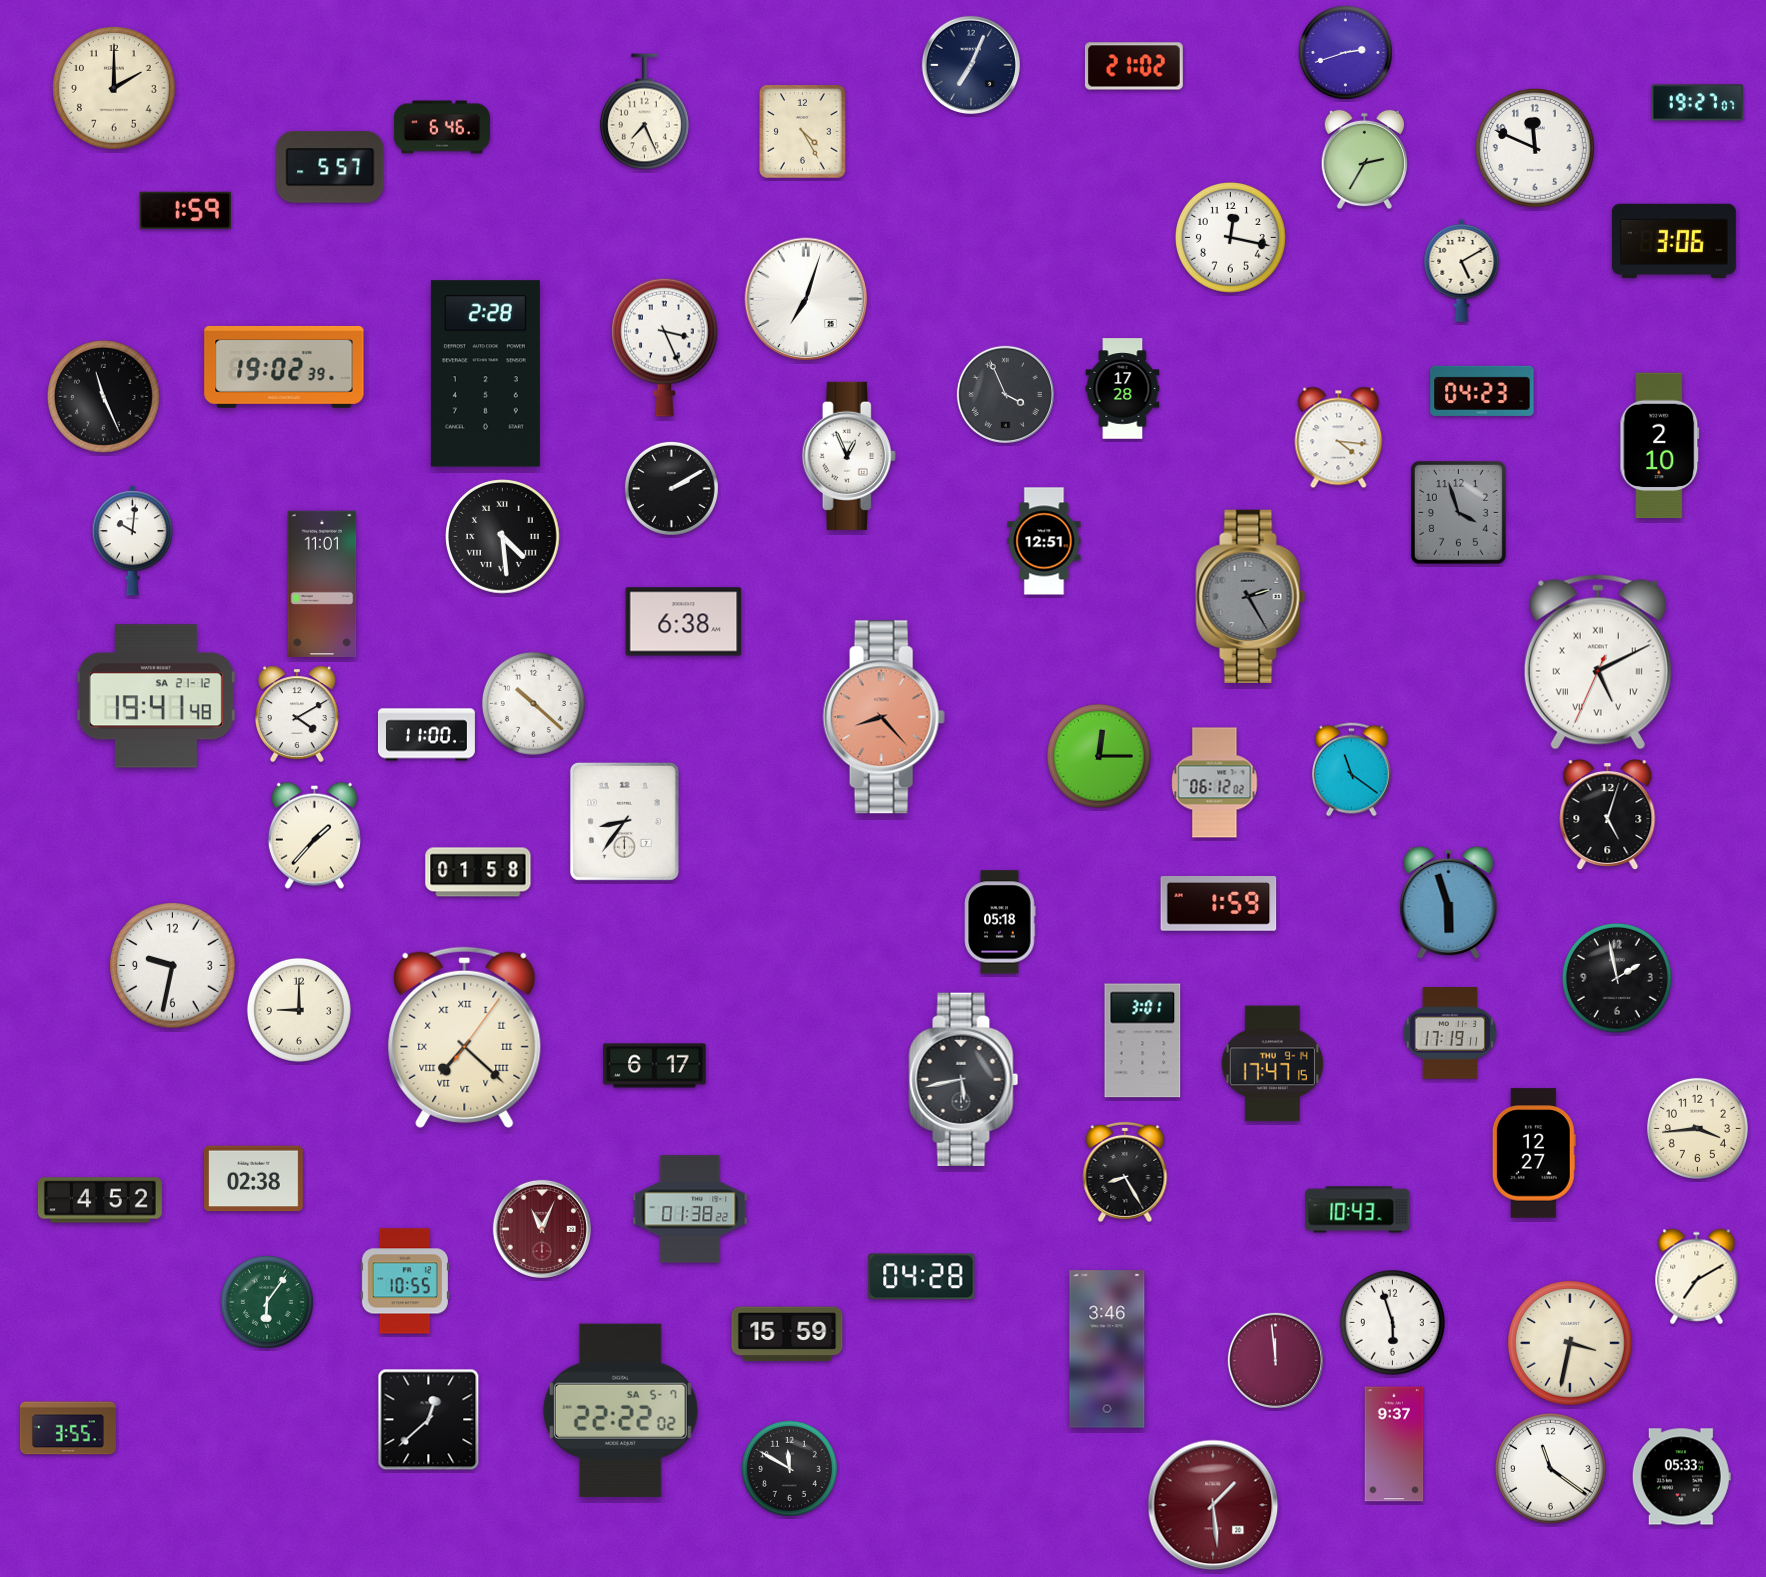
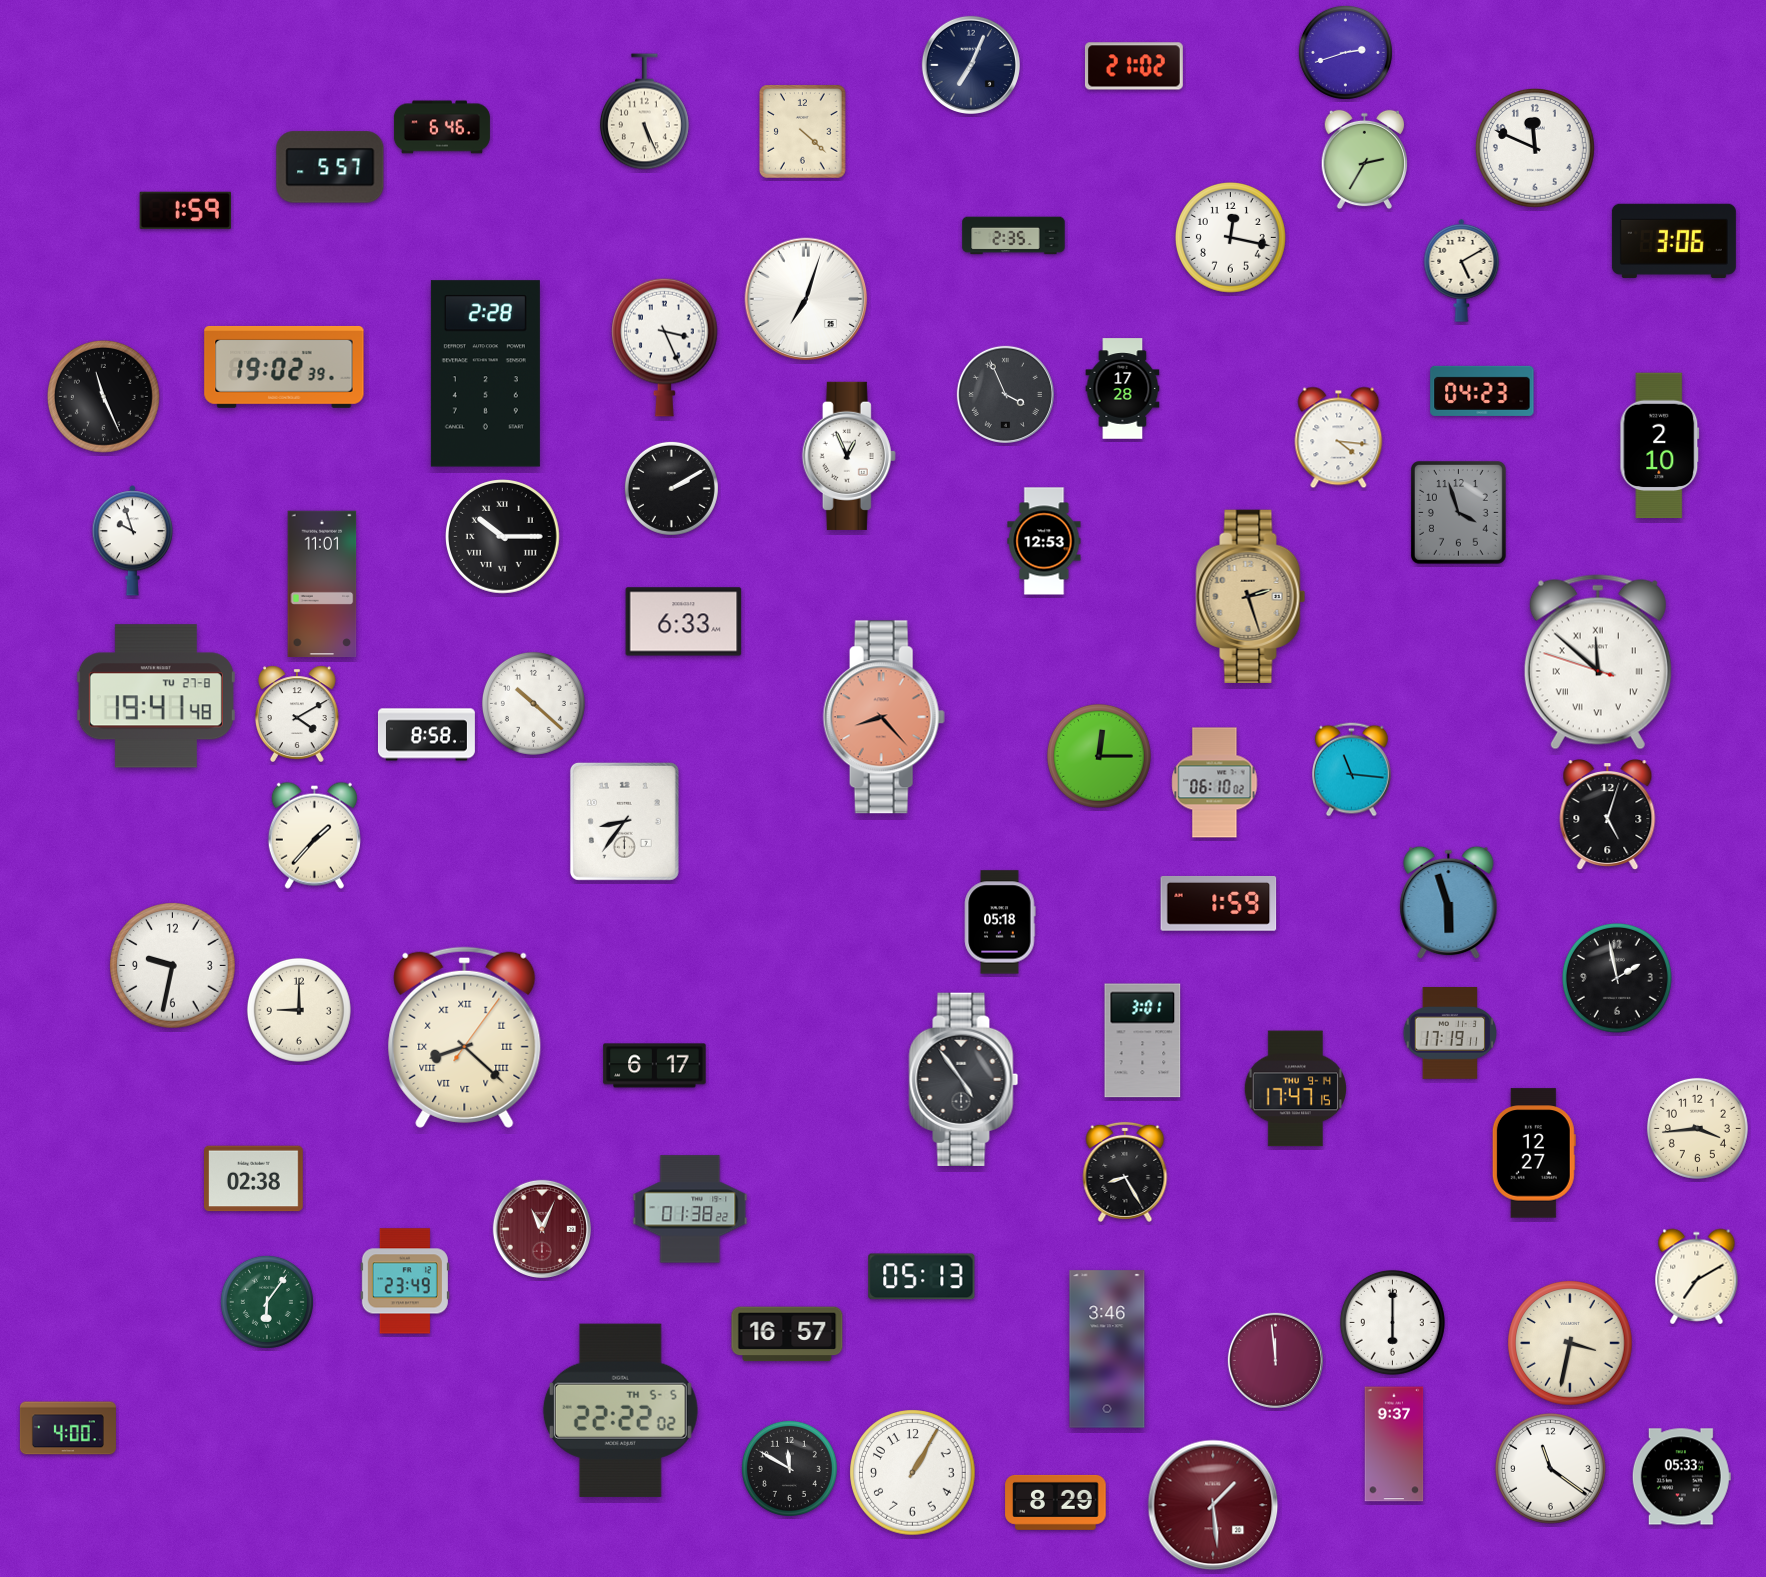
clock at (114, 88): 2:00 -> none
clock at (1698, 103): 19:27 -> none
clock at (644, 112): 7:26 -> 5:26
clock at (803, 132): 4:25 -> 4:22
clock at (1014, 236): none -> 2:35
clock at (503, 537): 4:29 -> 10:15
clock at (132, 541): 10:01 -> 9:57
clock at (1044, 541): 12:51 -> 12:53
clock at (1251, 596): 2:25 -> 2:27
clock at (1251, 596) dial: grey -> champagne
clock at (684, 622): 6:38 -> 6:33
clock at (1598, 662): 5:10 -> 11:51
clock at (156, 696) date: SA 21-12 -> TU 27-8
clock at (426, 735): 11:00 -> 8:58
clock at (1352, 770): 11:21 -> 11:16
clock at (1215, 783): 06:12 -> 06:10
clock at (478, 872): 01:58 -> none
clock at (465, 1037): 7:22 -> 8:22
clock at (1272, 1064) position: (1272, 1064) -> (1295, 1089)
clock at (964, 1079): 5:43 -> 4:54
clock at (100, 1200): 4:52 -> none
clock at (1358, 1210): 10:43 -> none
clock at (922, 1277): 04:28 -> 05:13
clock at (405, 1281): 10:55 -> 23:49
clock at (1392, 1322): 5:57 -> 6:00
clock at (787, 1334): 15:59 -> 16:57
clock at (620, 1410) date: SA 5-7 -> TH 5-5
clock at (429, 1420): 12:38 -> none
clock at (68, 1428): 3:55 -> 4:00
clock at (913, 1473): none -> 1:05
clock at (1056, 1502): none -> 8:29
